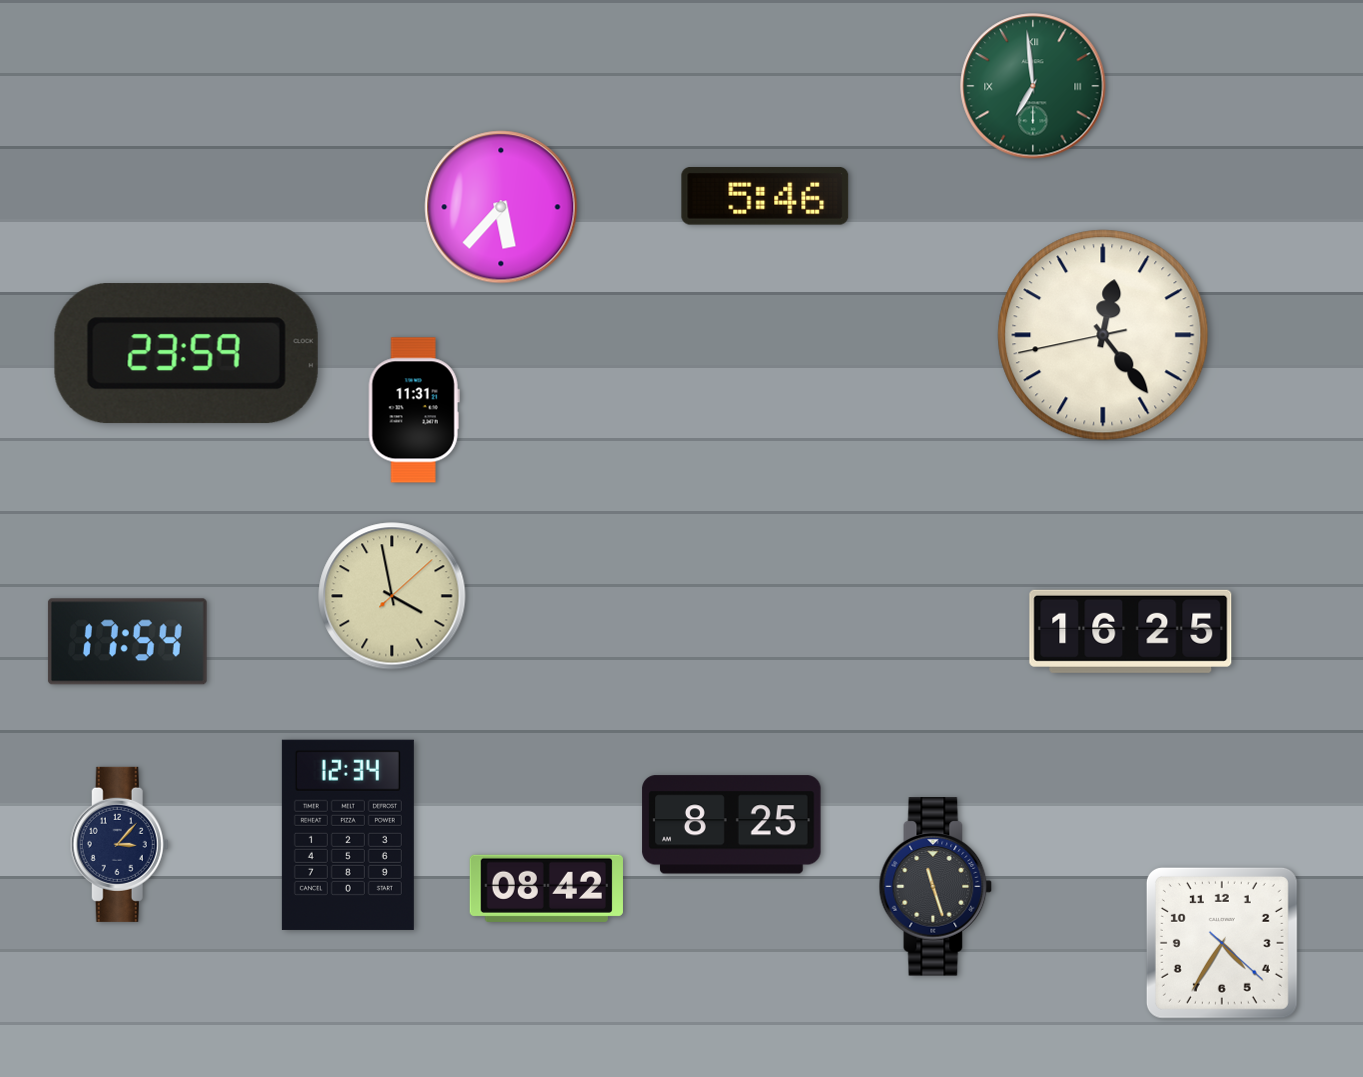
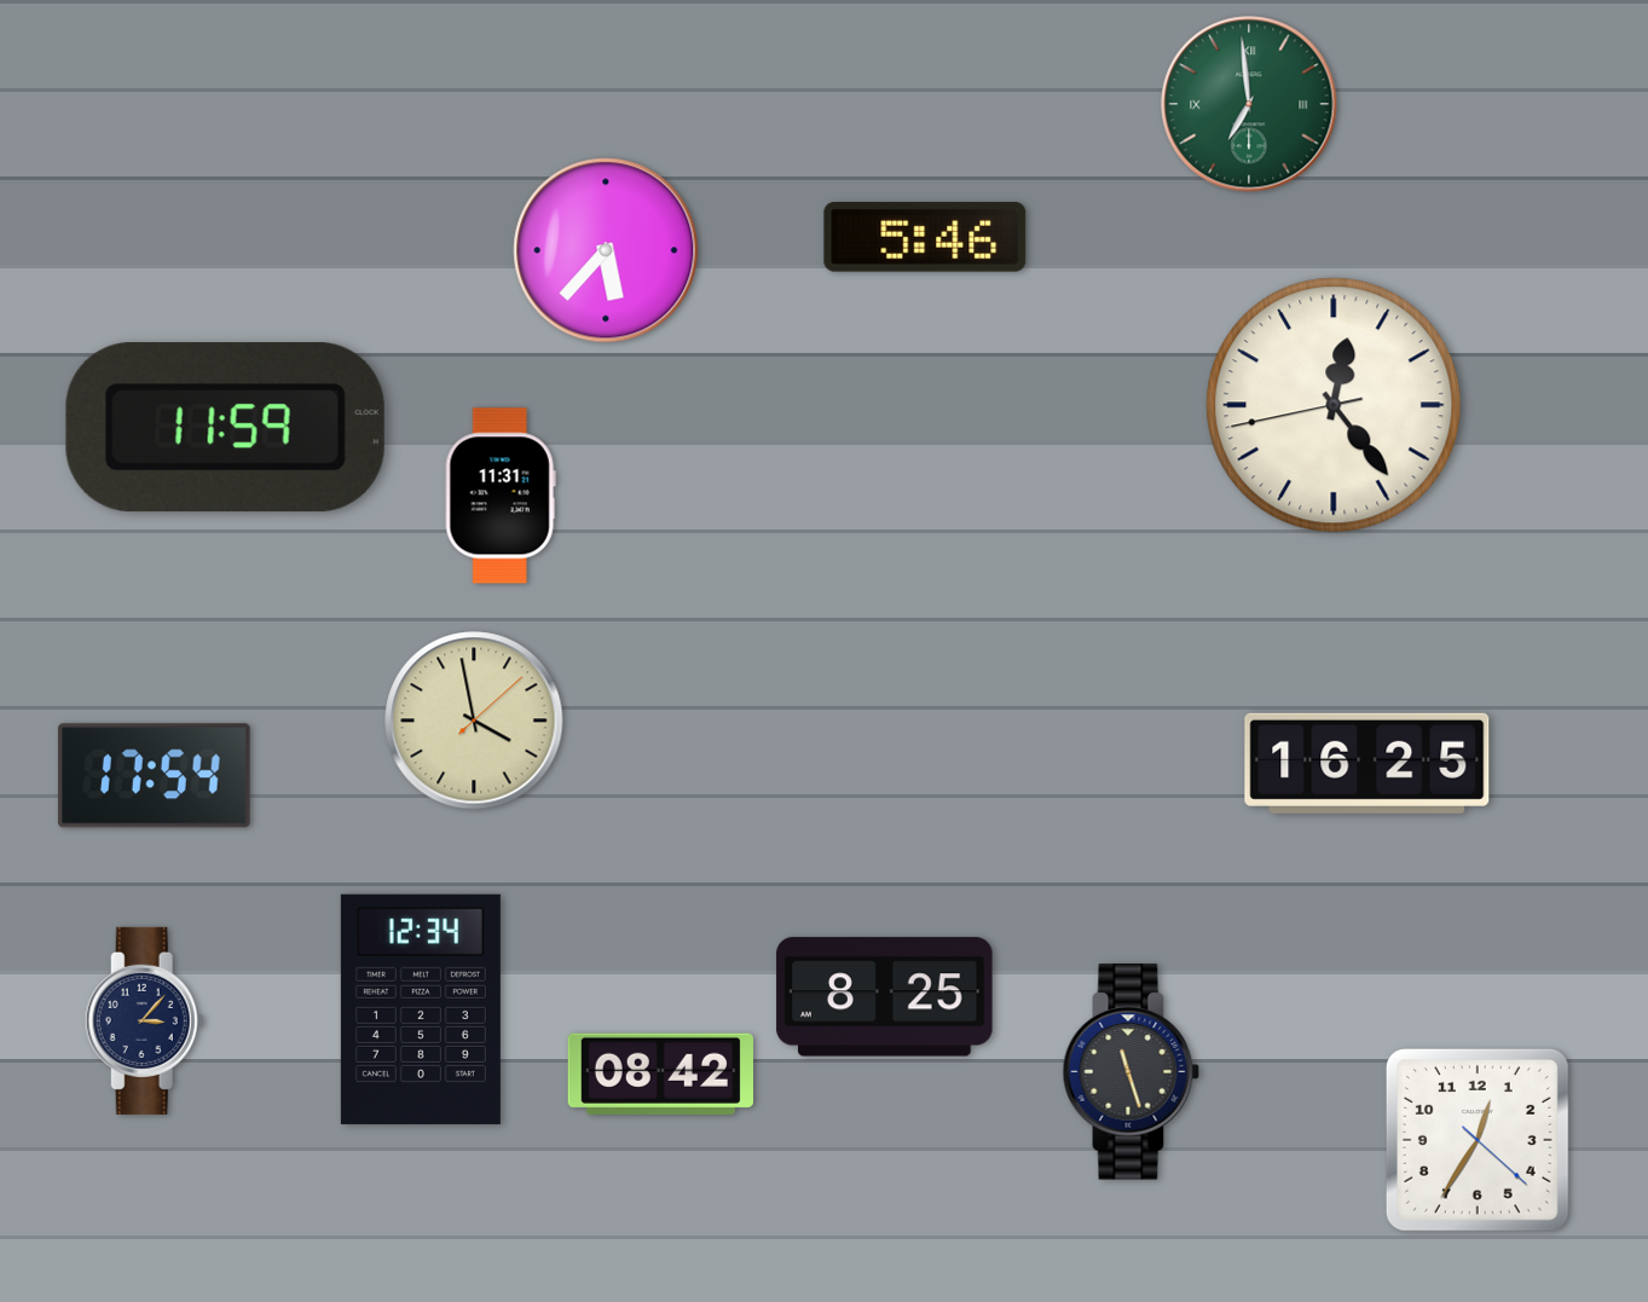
clock at (186, 354): 23:59 -> 11:59
clock at (1222, 943): 4:35 -> 12:35
